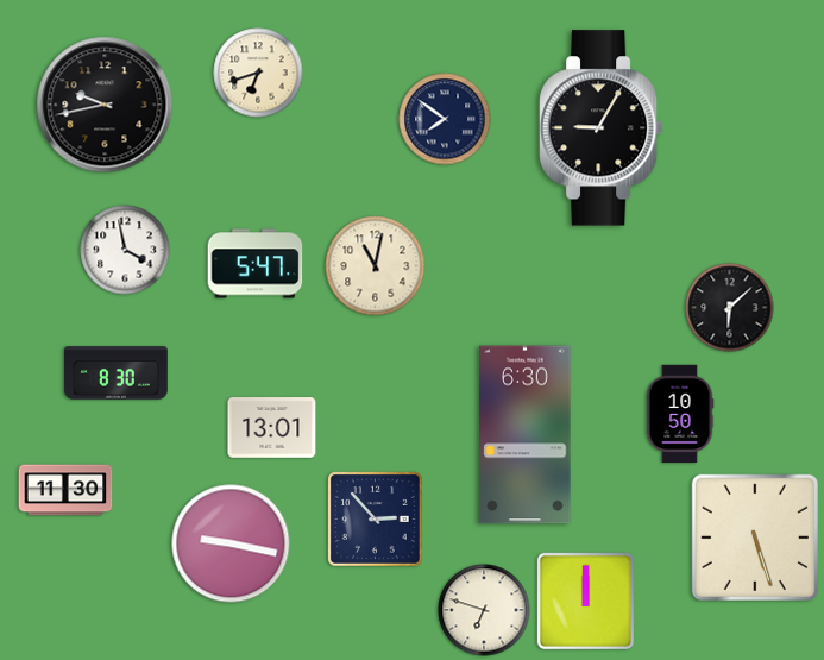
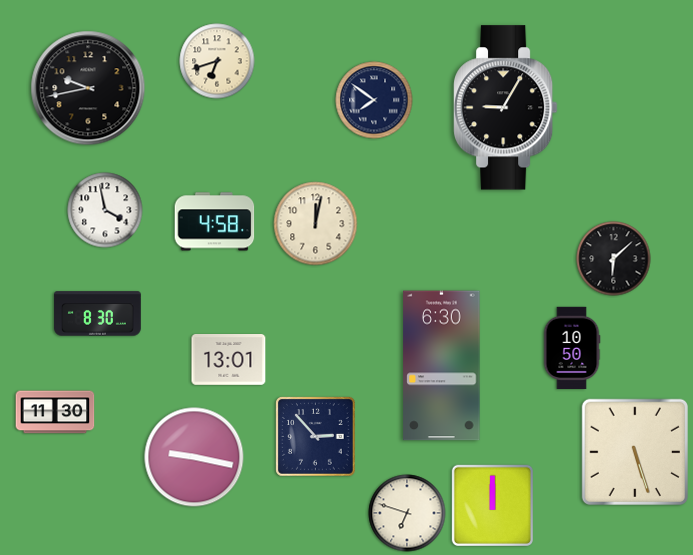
clock at (256, 264): 5:47 -> 4:58
clock at (376, 266): 11:02 -> 12:02
